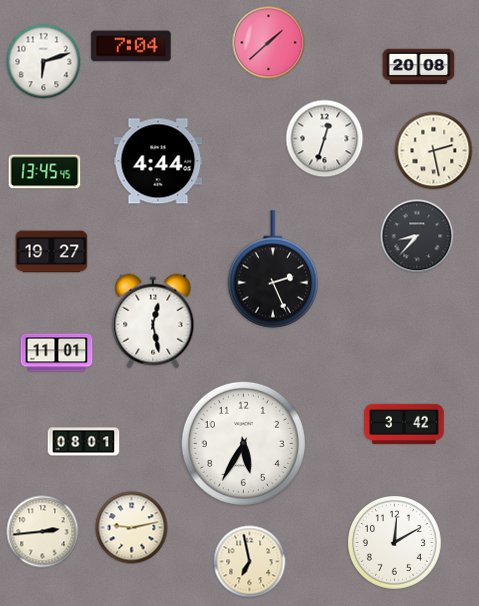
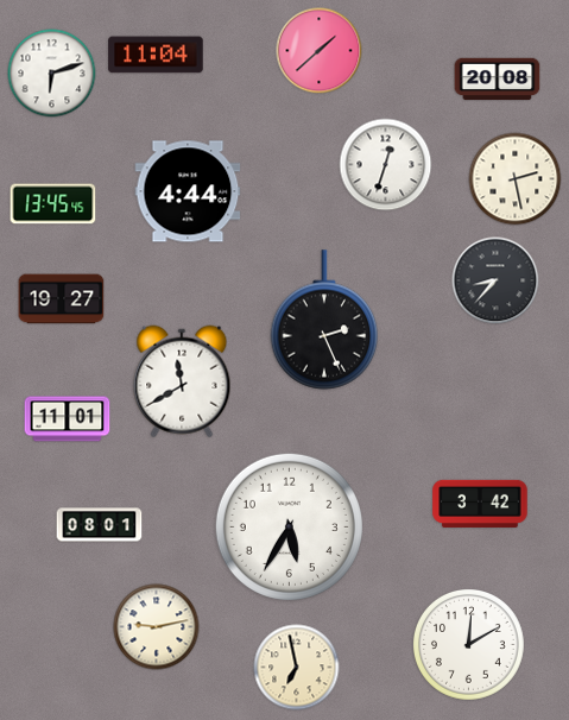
clock at (131, 46): 7:04 -> 11:04
clock at (153, 321): 12:28 -> 11:40
clock at (43, 532): 2:44 -> none
